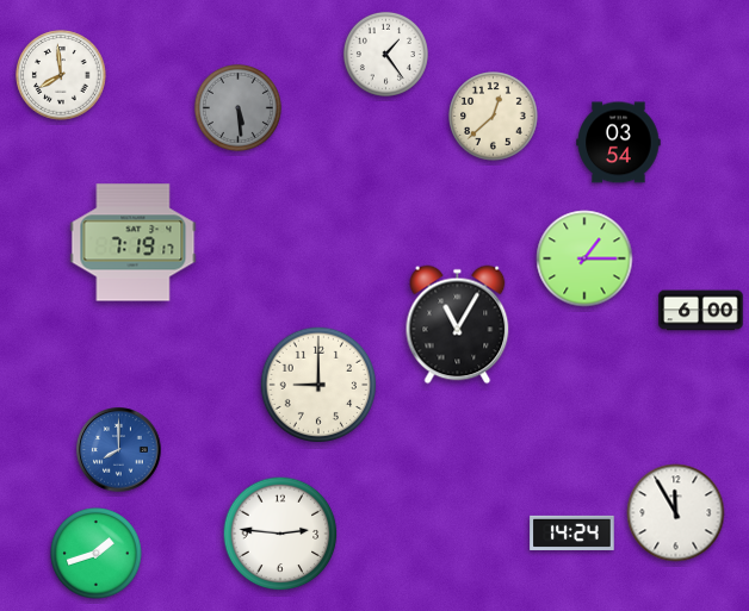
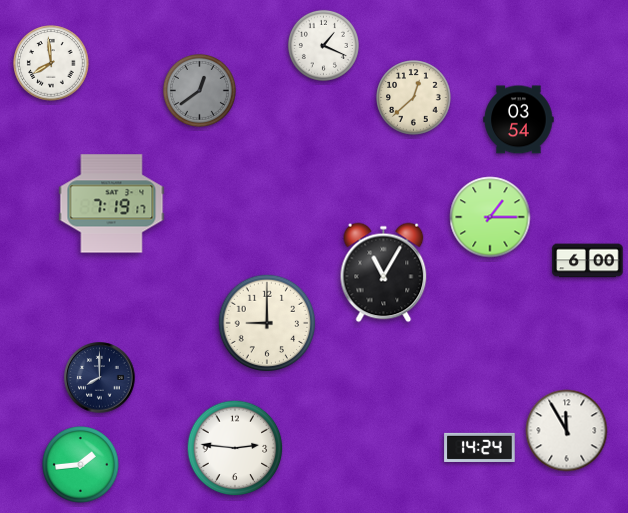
clock at (385, 54): 1:24 -> 1:19
clock at (237, 107): 5:29 -> 12:39
clock at (119, 450) dial: blue -> navy
clock at (97, 554): 1:42 -> 1:44
